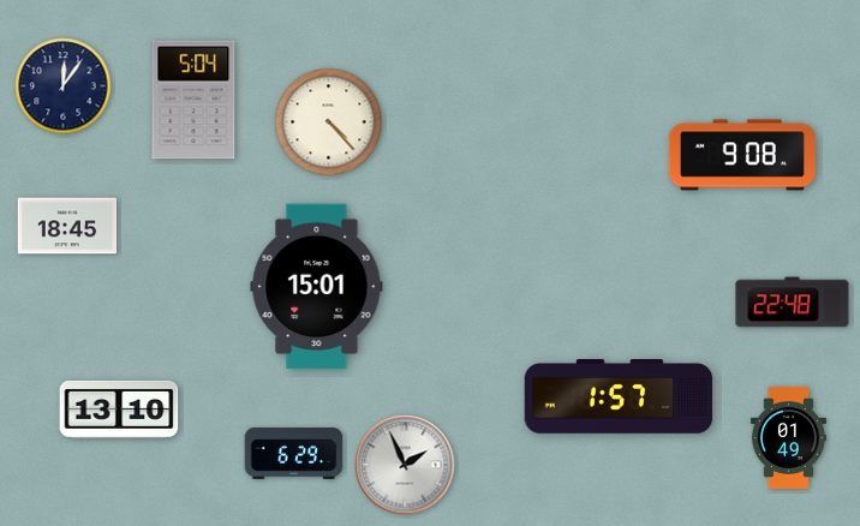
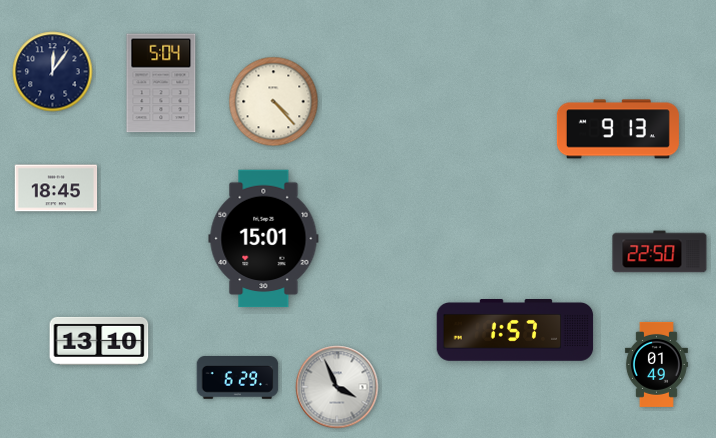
clock at (742, 155): 9:08 -> 9:13
clock at (793, 303): 22:48 -> 22:50
clock at (294, 454) position: (294, 454) -> (238, 378)
clock at (405, 465): 1:56 -> 3:56
